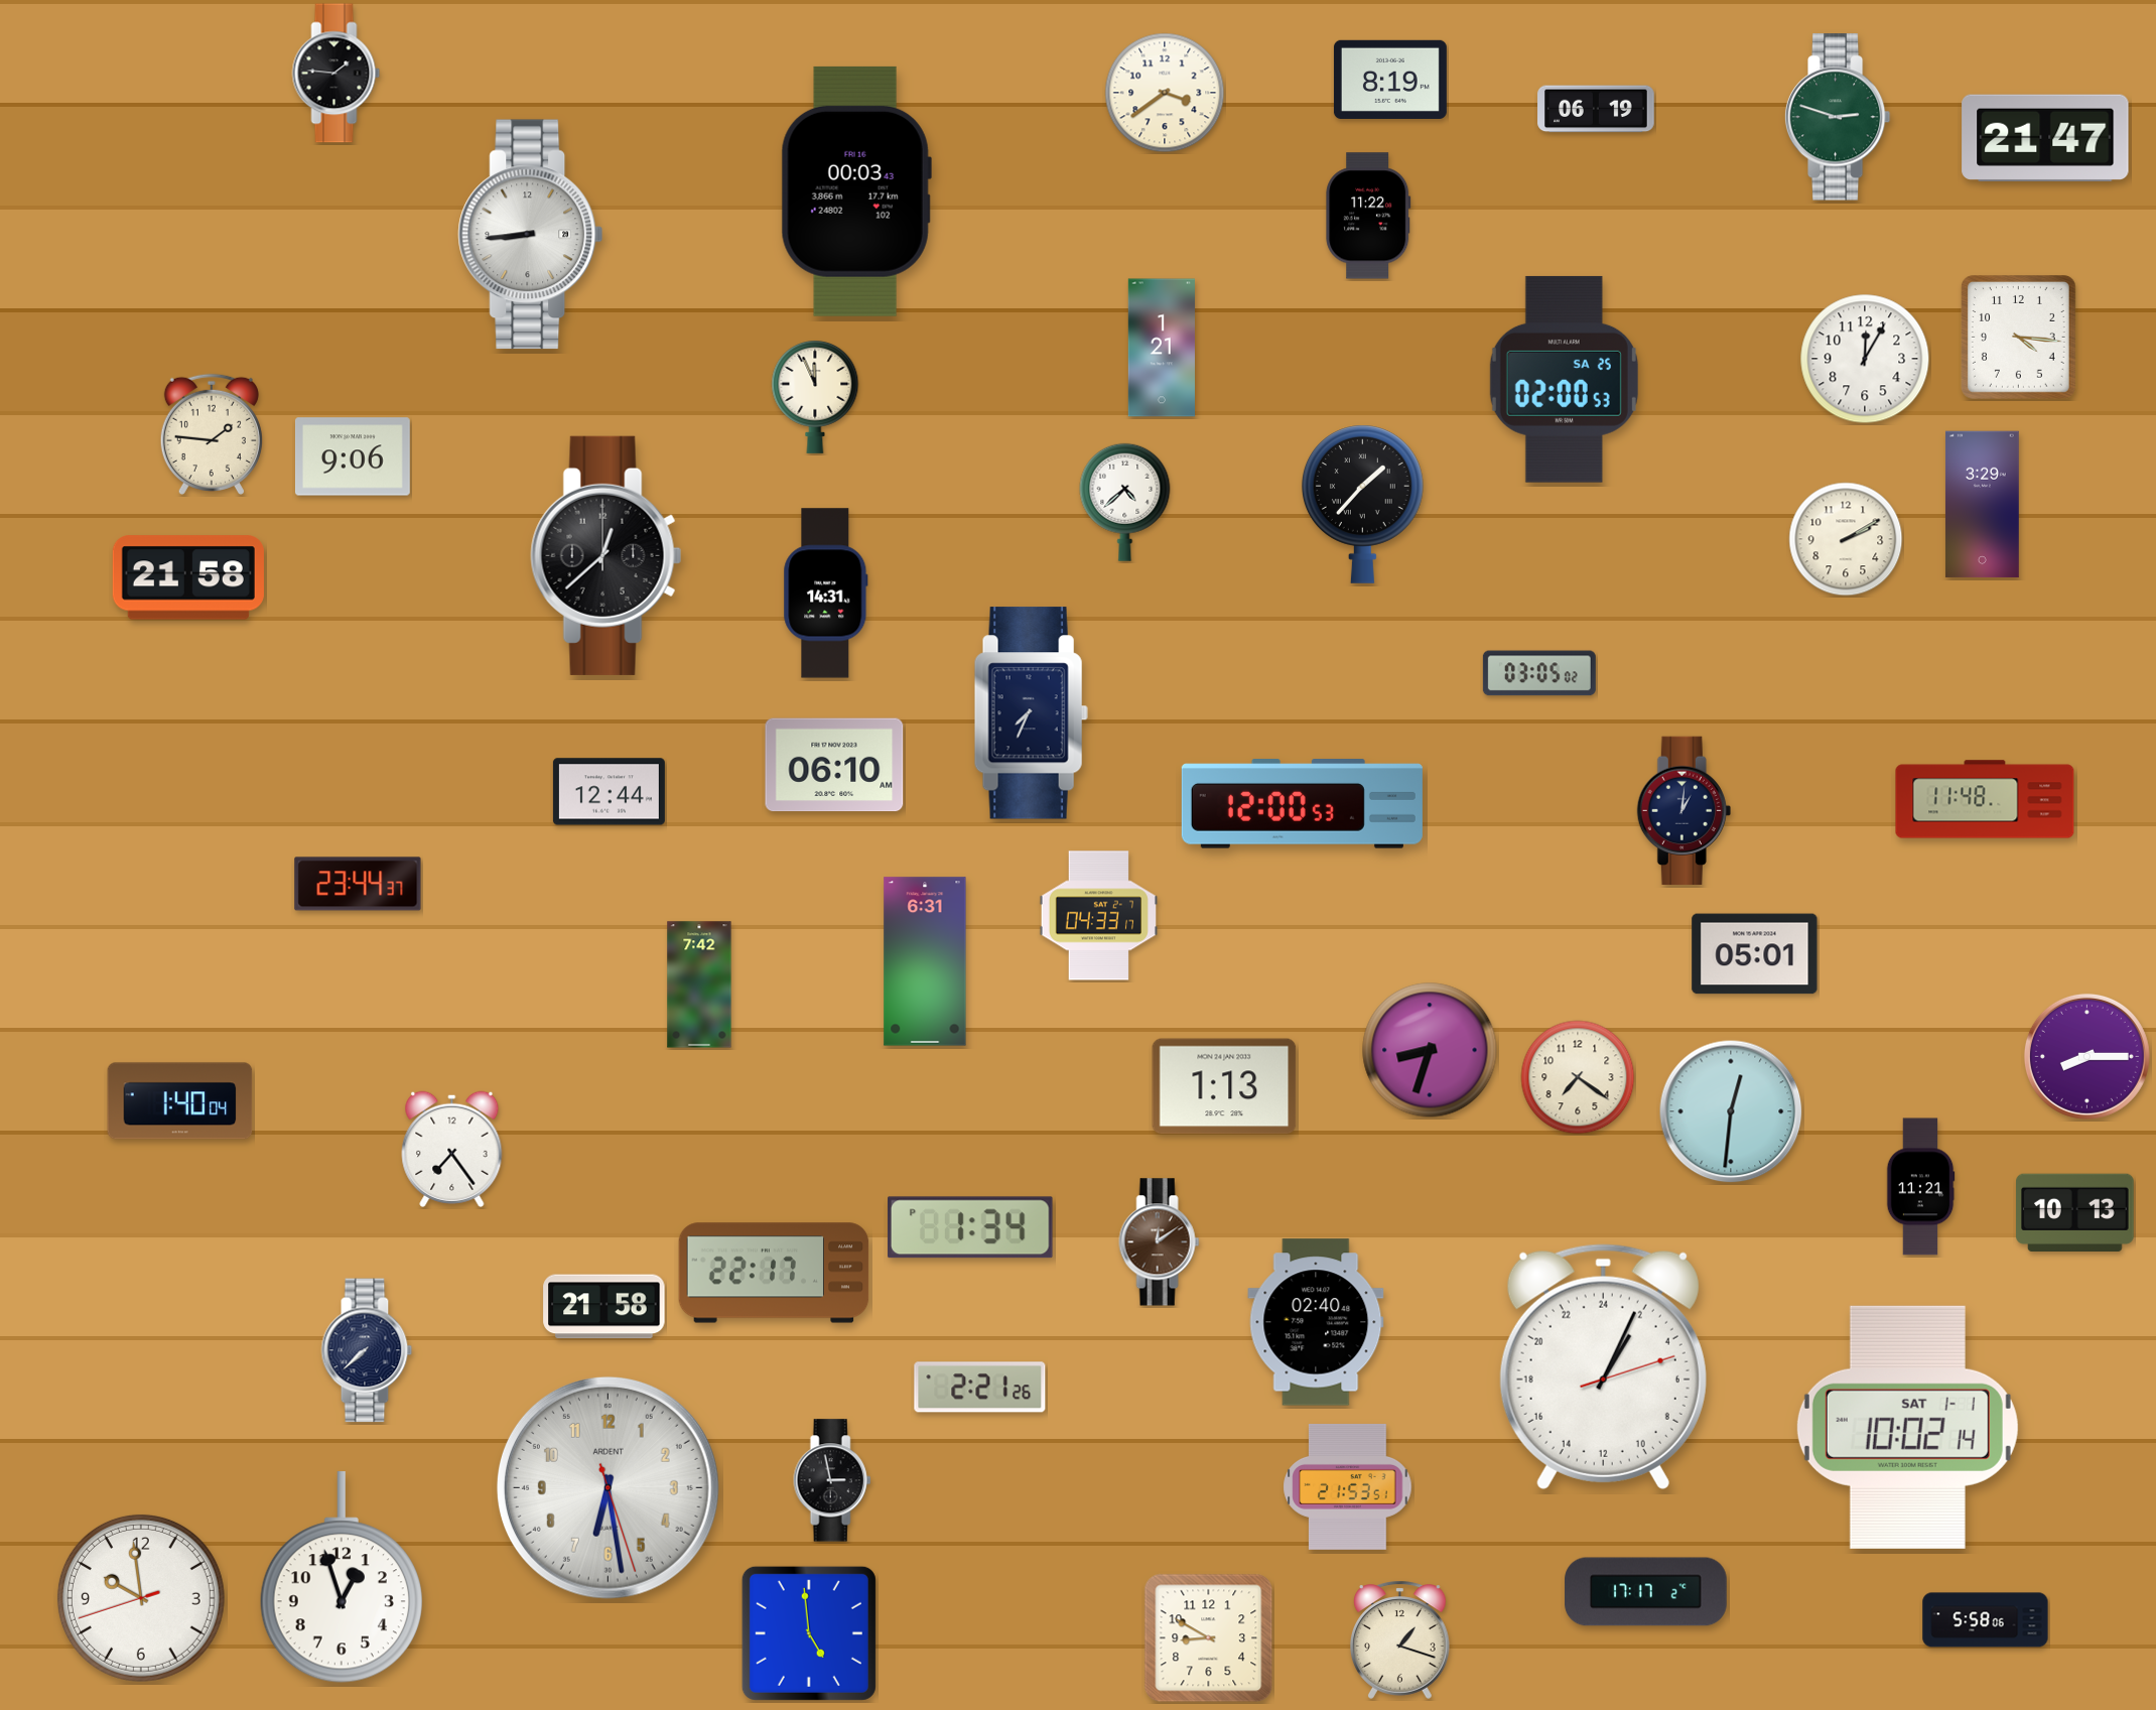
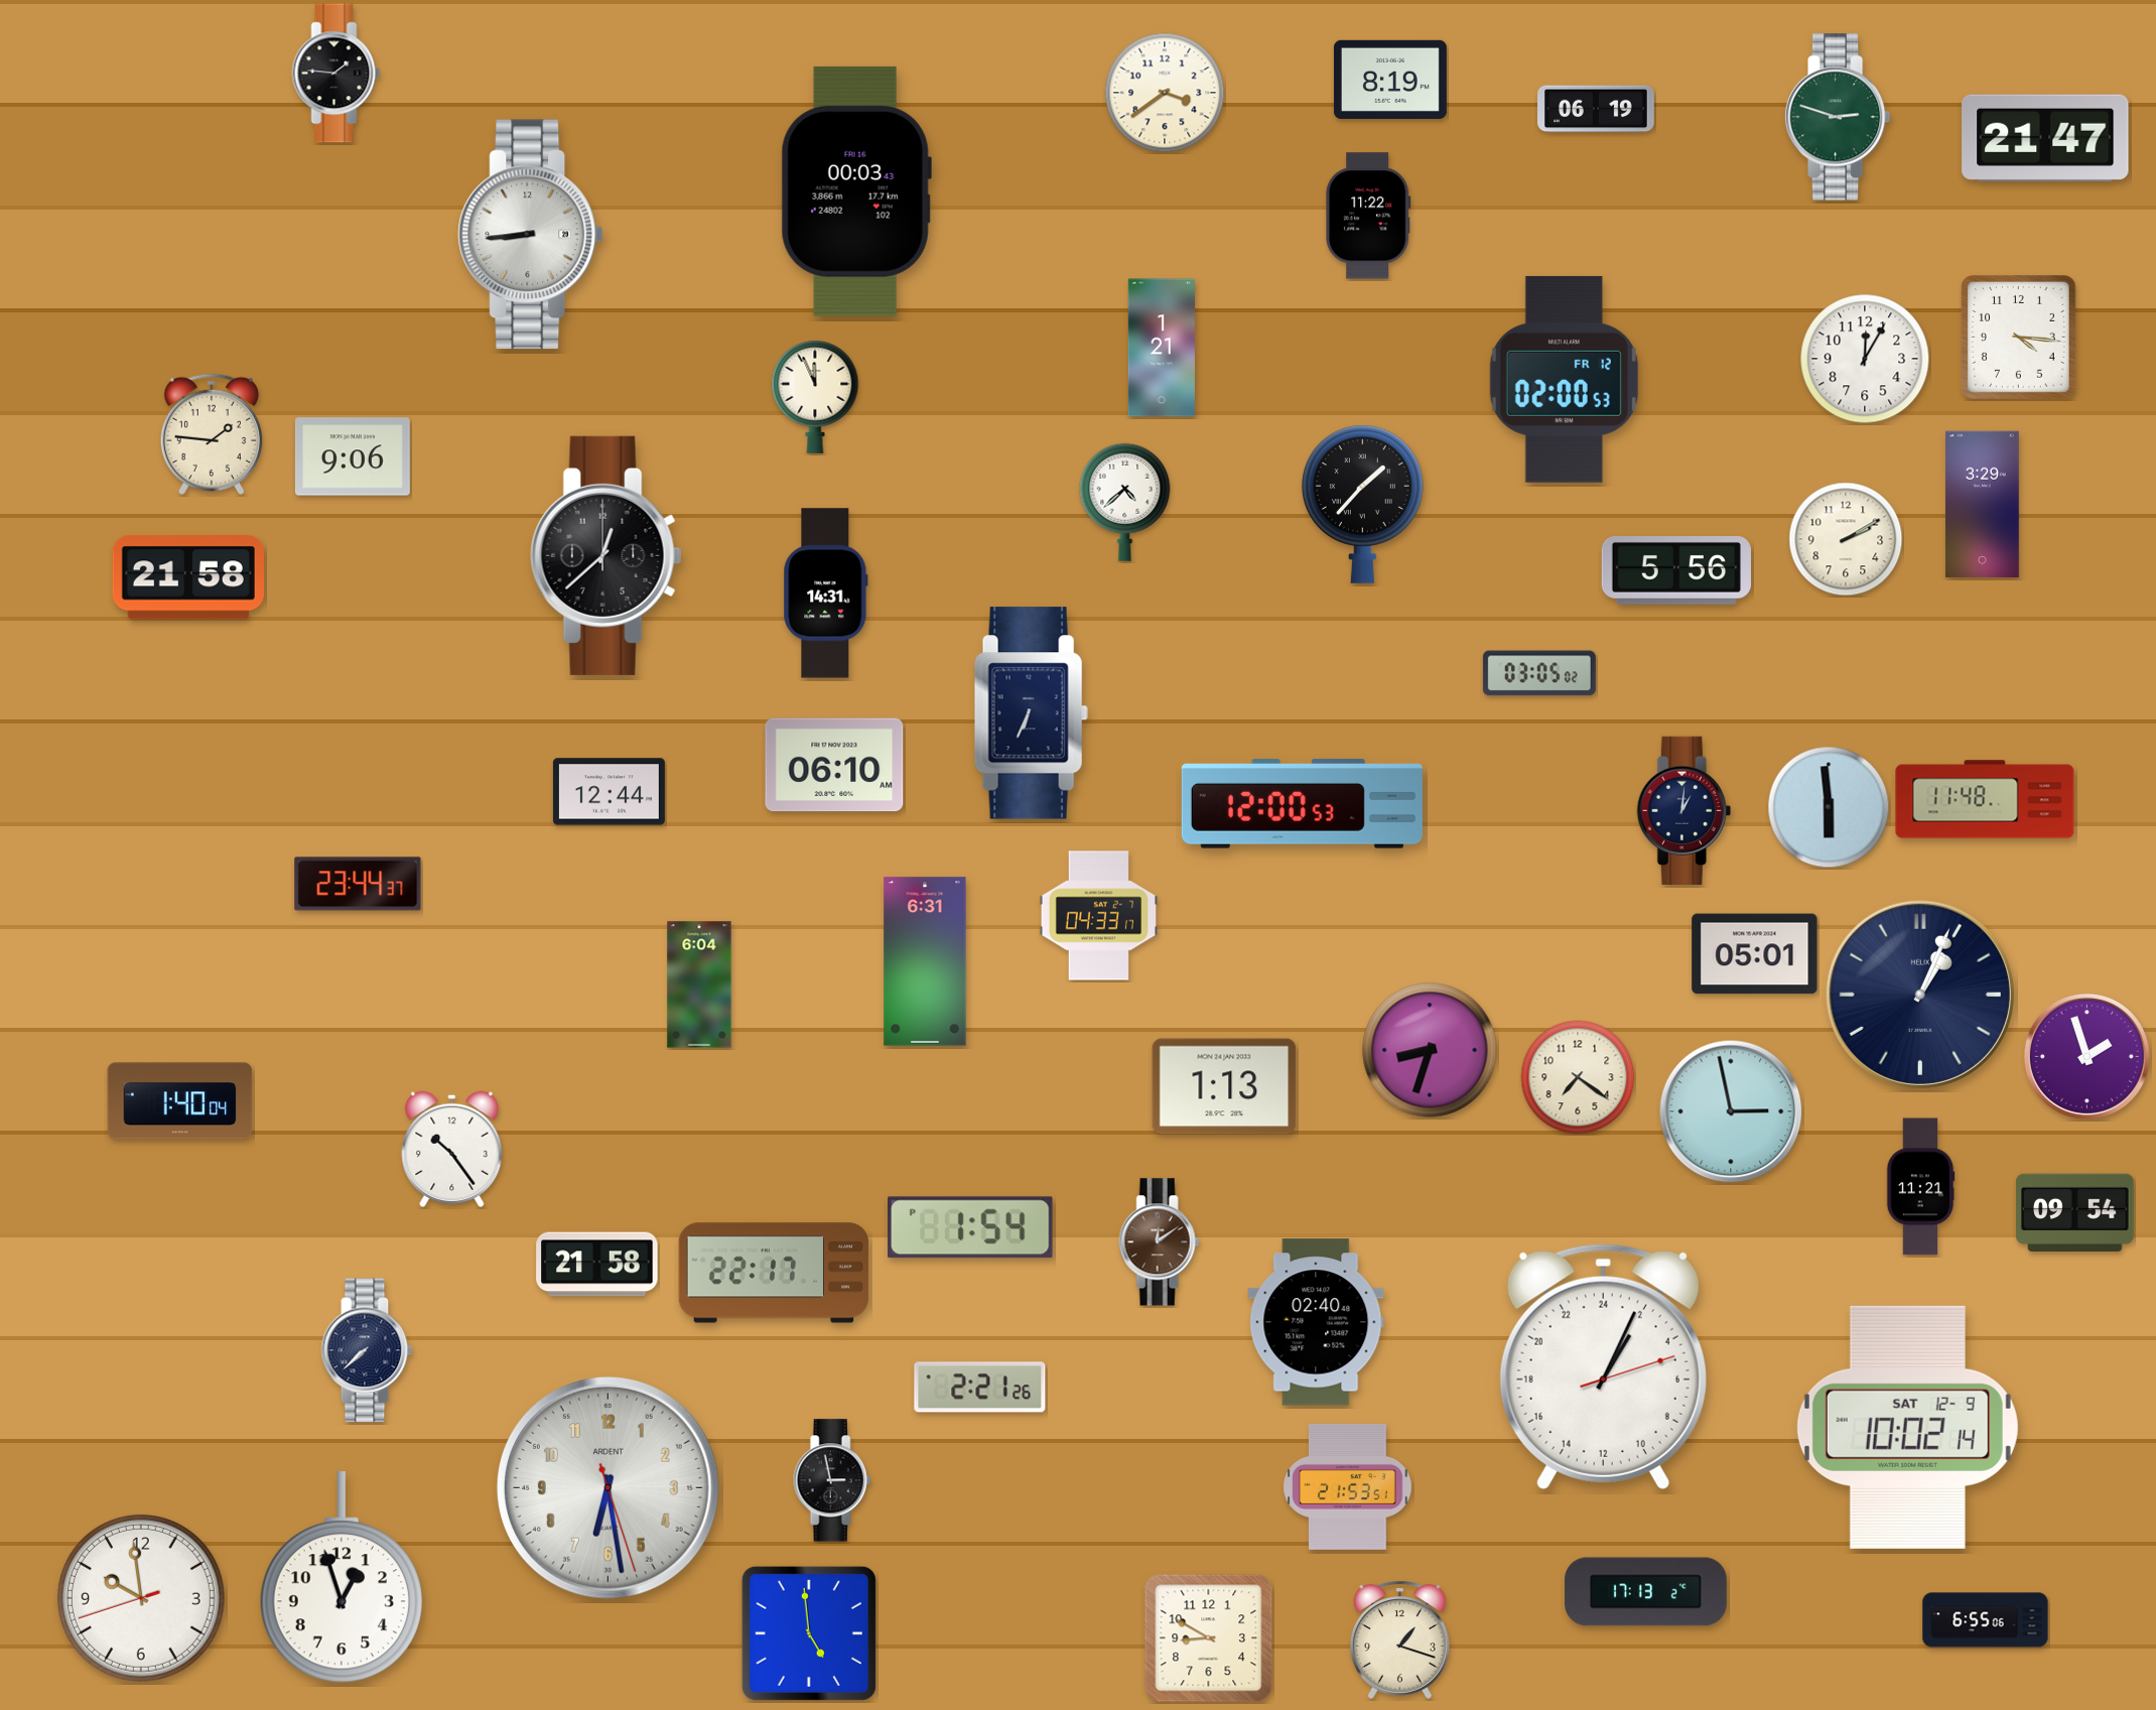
clock at (1564, 379) date: SA 25 -> FR 12
clock at (1676, 571): none -> 5:56
clock at (1031, 713): 7:34 -> 6:34
clock at (1829, 807): none -> 5:59
clock at (699, 984): 7:42 -> 6:04
clock at (1920, 995): none -> 1:04
clock at (2086, 1056): 8:15 -> 1:57
clock at (1731, 1111): 12:31 -> 2:58
clock at (452, 1149): 7:24 -> 10:24
clock at (2075, 1212): 10:13 -> 09:54
clock at (971, 1227): 1:34 -> 1:54
clock at (604, 1307) position: (604, 1307) -> (597, 1265)
clock at (1907, 1427) date: SAT 1-1 -> SAT 12-9
clock at (1646, 1592): 17:17 -> 17:13
clock at (1986, 1620): 5:58 -> 6:55
